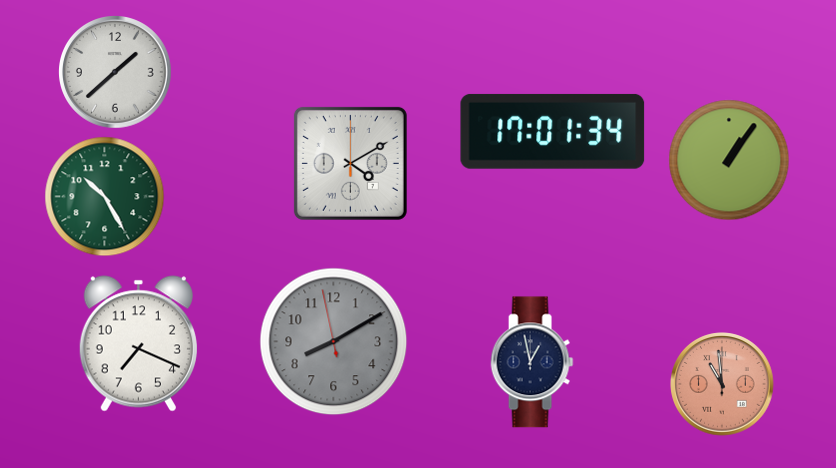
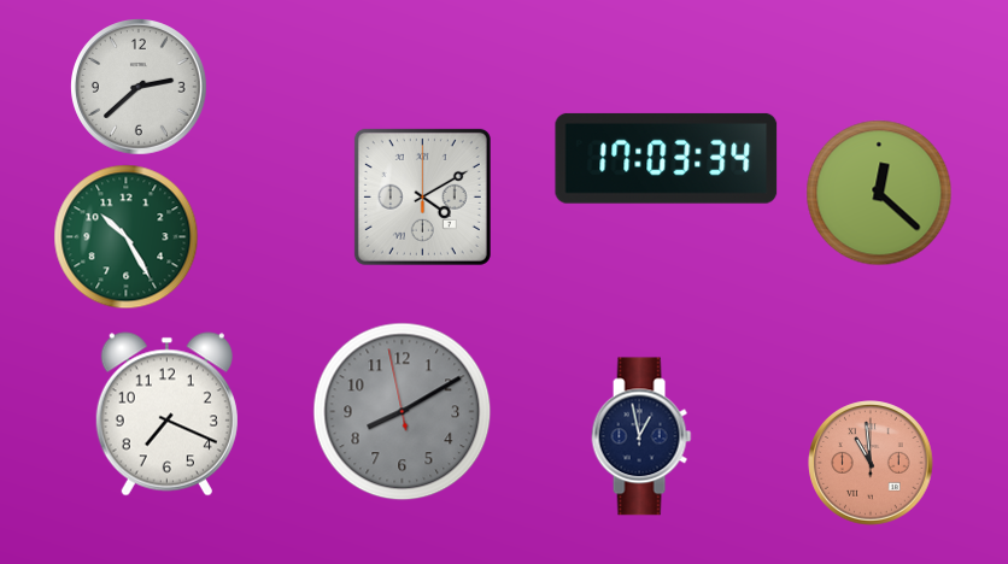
clock at (116, 73): 1:38 -> 2:38
clock at (553, 131): 17:01 -> 17:03
clock at (729, 160): 1:06 -> 12:22
